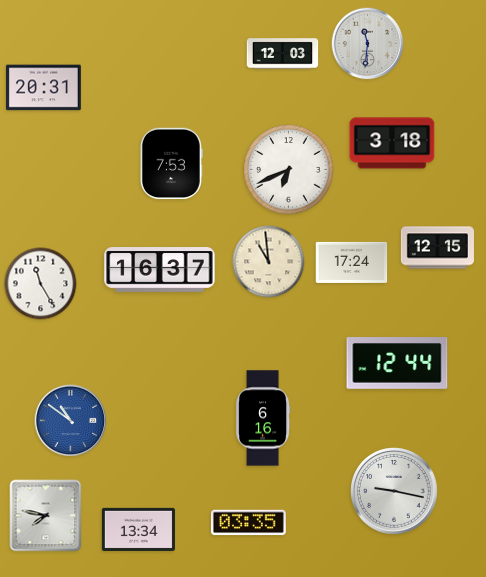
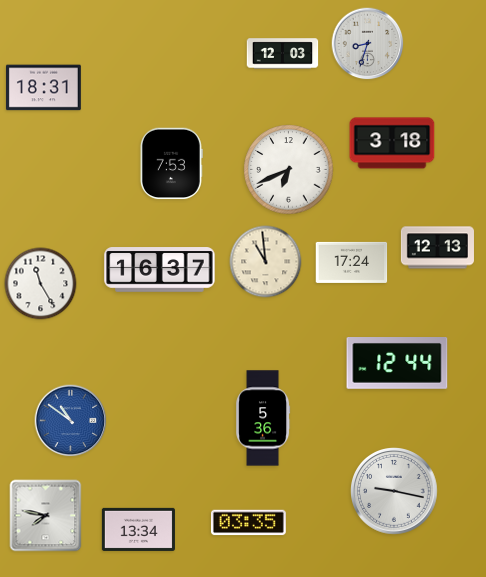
clock at (368, 44): 11:31 -> 8:33
clock at (43, 88): 20:31 -> 18:31
clock at (437, 248): 12:15 -> 12:13
clock at (269, 262) position: (269, 262) -> (266, 262)
clock at (263, 418): 6:16 -> 5:36
